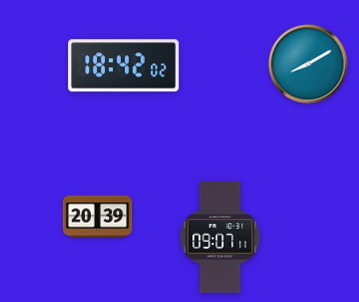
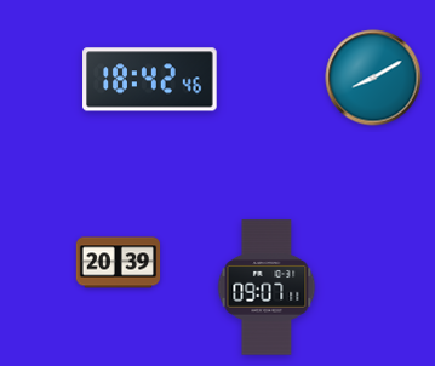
clock at (124, 66): 18:42:02 -> 18:42:46
